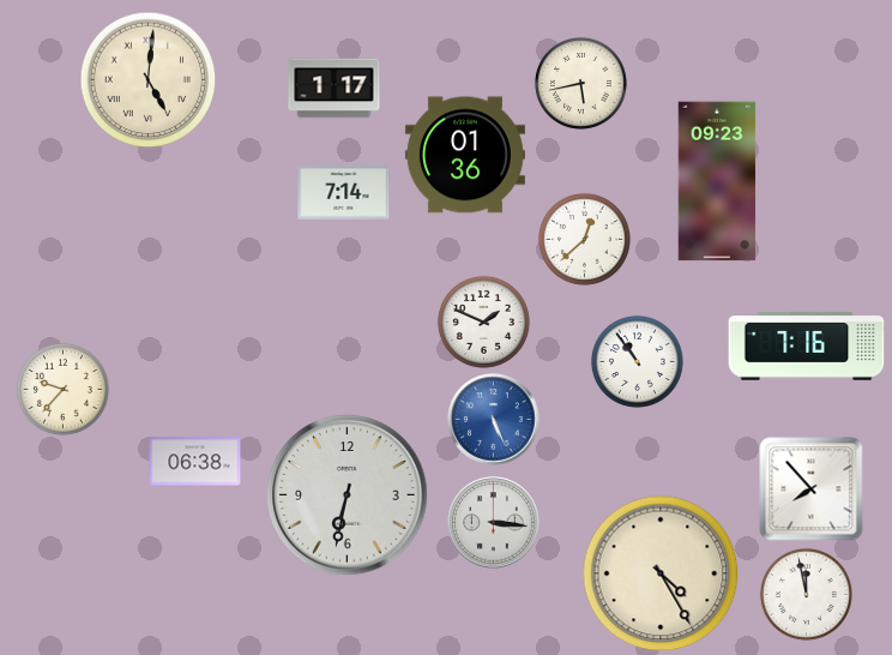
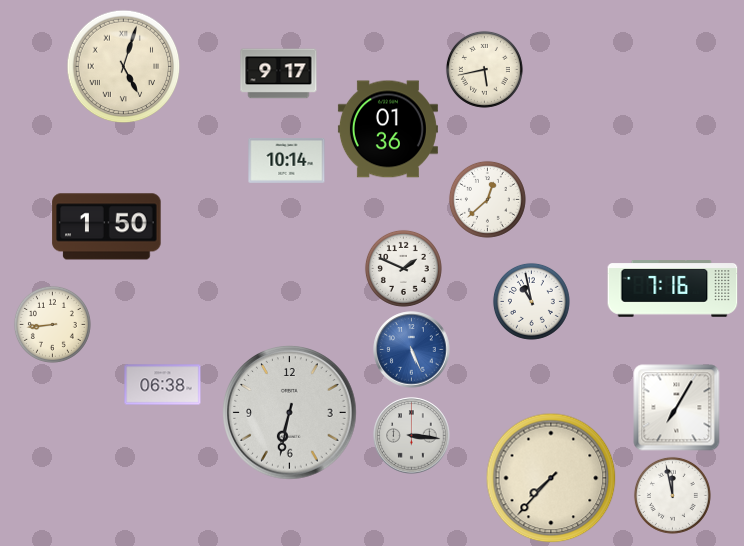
clock at (149, 80): 5:01 -> 5:03
clock at (334, 89): 1:17 -> 9:17
clock at (717, 181): 09:23 -> none
clock at (344, 192): 7:14 -> 10:14
clock at (107, 227): none -> 1:50
clock at (637, 361): 10:54 -> 10:58
clock at (62, 389): 9:37 -> 8:44
clock at (812, 489): 7:53 -> 7:05
clock at (661, 573): 4:25 -> 7:37
